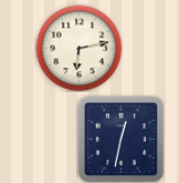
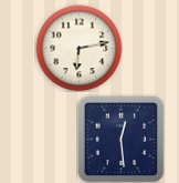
clock at (120, 139): 12:32 -> 12:29
